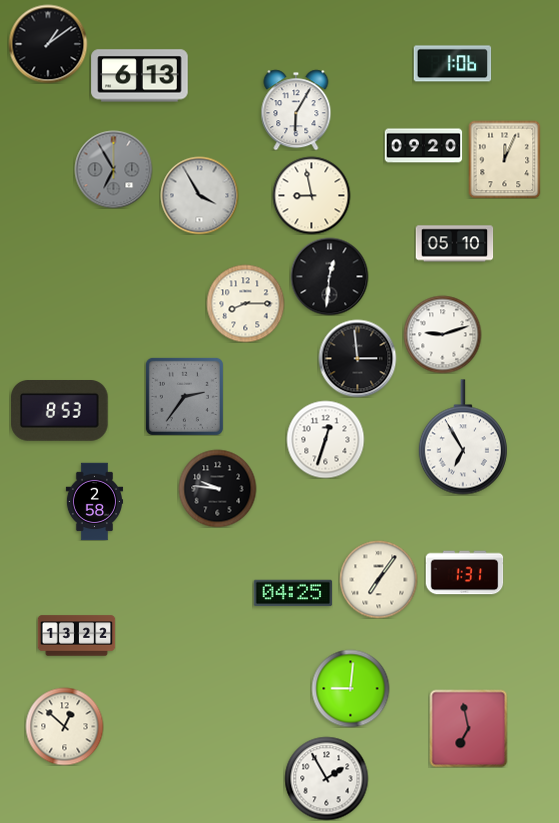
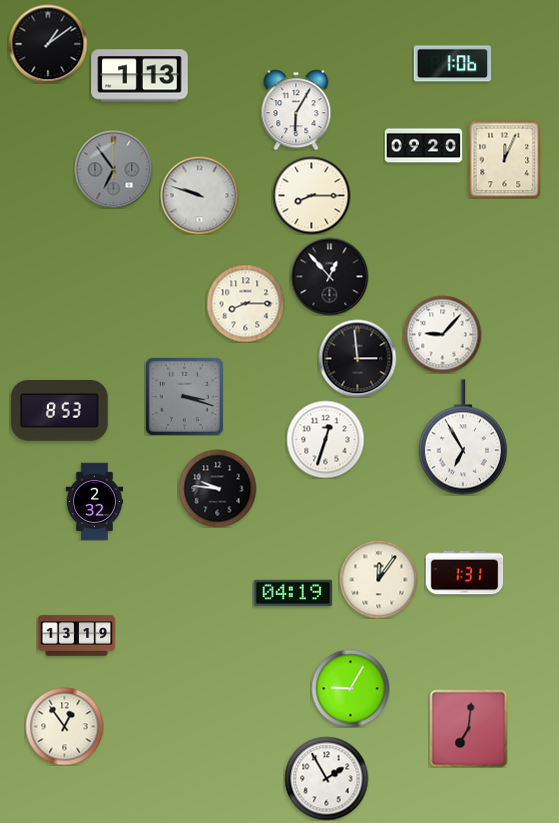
clock at (140, 76): 6:13 -> 1:13
clock at (113, 169): 6:55 -> 6:54
clock at (199, 195): 3:55 -> 9:48
clock at (311, 195): 8:58 -> 8:15
clock at (454, 244): 05:10 -> none
clock at (329, 276): 12:31 -> 12:53
clock at (442, 334): 9:12 -> 9:07
clock at (184, 396): 2:36 -> 3:18
clock at (95, 501): 2:58 -> 2:32
clock at (378, 579): 7:06 -> 12:06
clock at (293, 593): 04:25 -> 04:19
clock at (76, 636): 13:22 -> 13:19
clock at (350, 688): 9:01 -> 9:05
clock at (64, 726): 12:52 -> 12:54
clock at (468, 728): 6:58 -> 7:01
